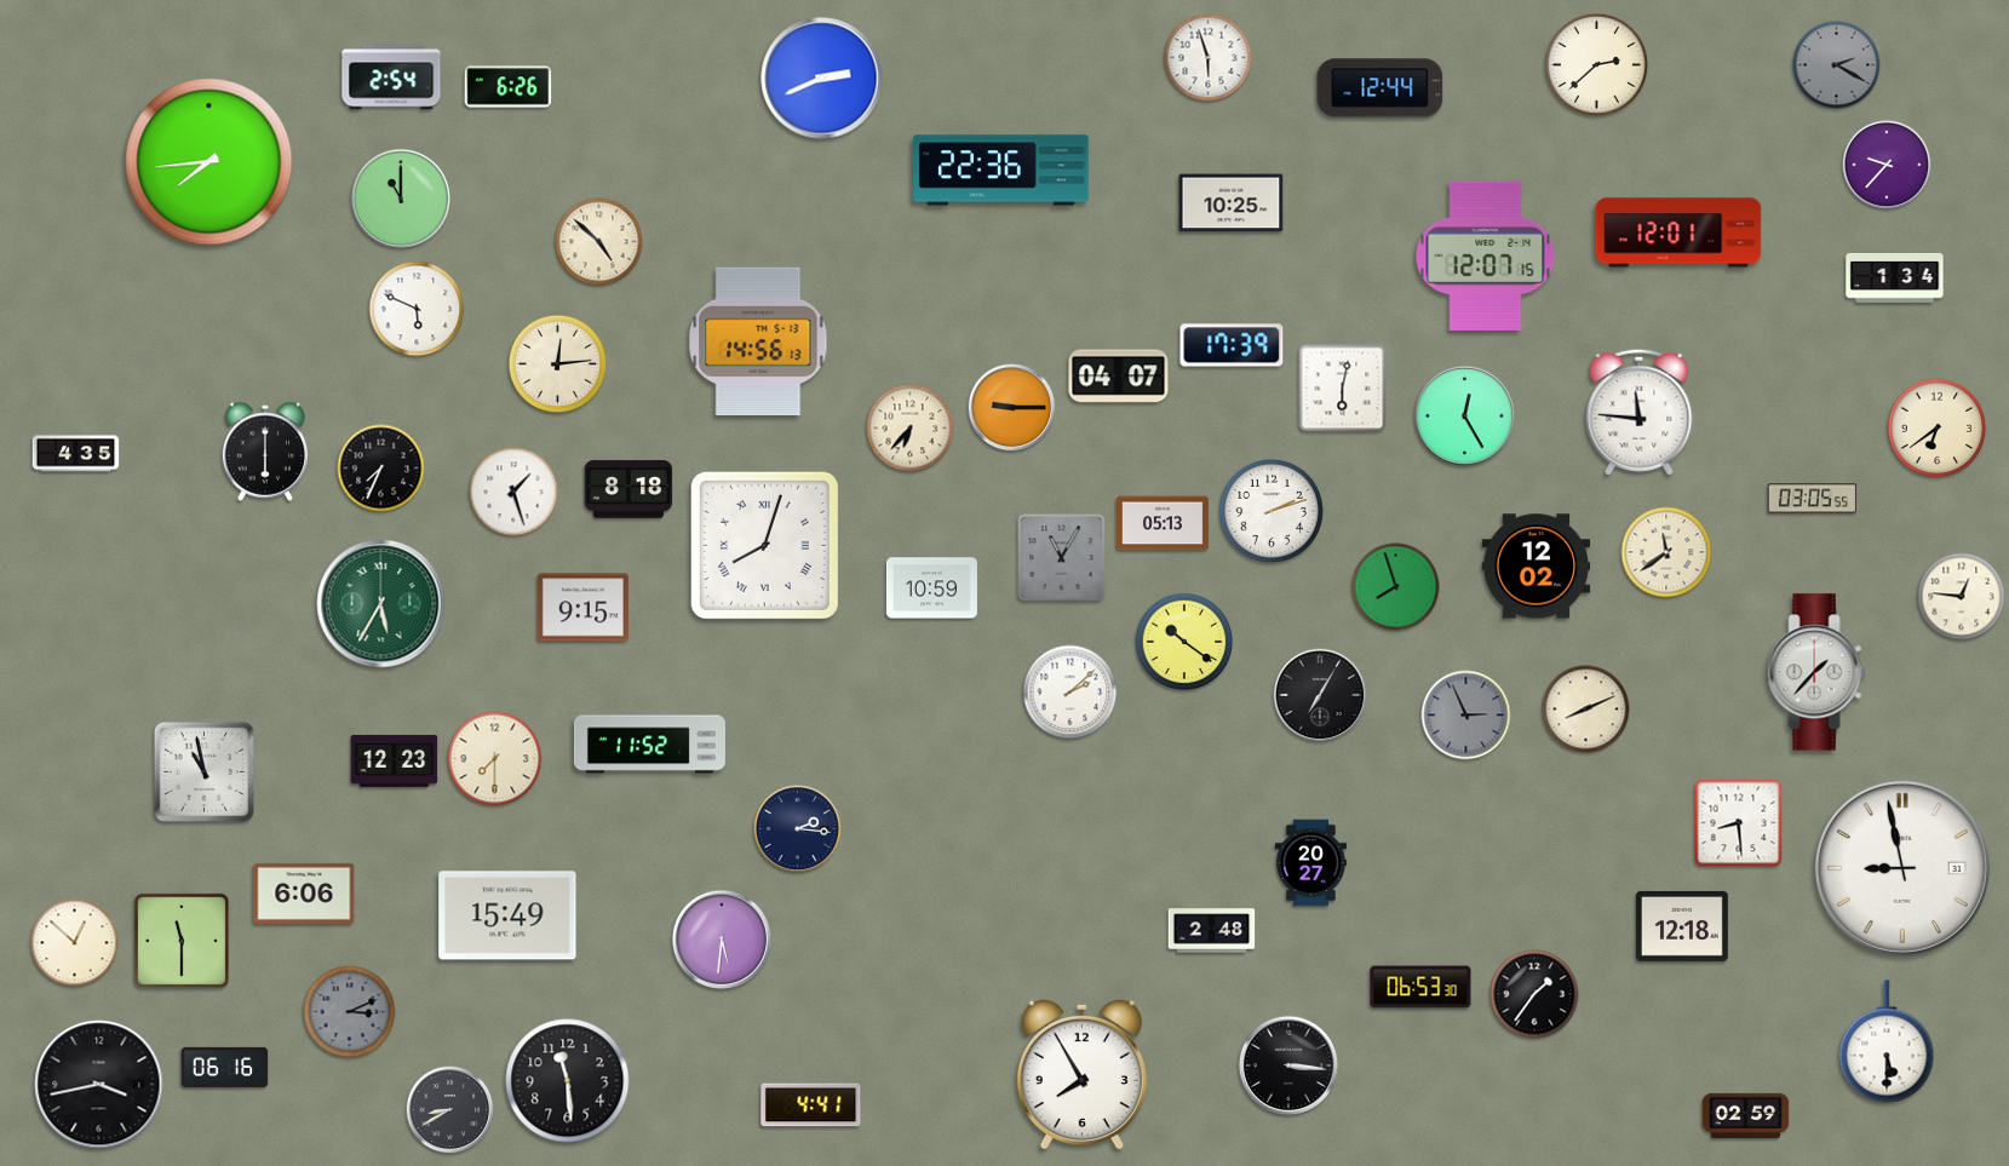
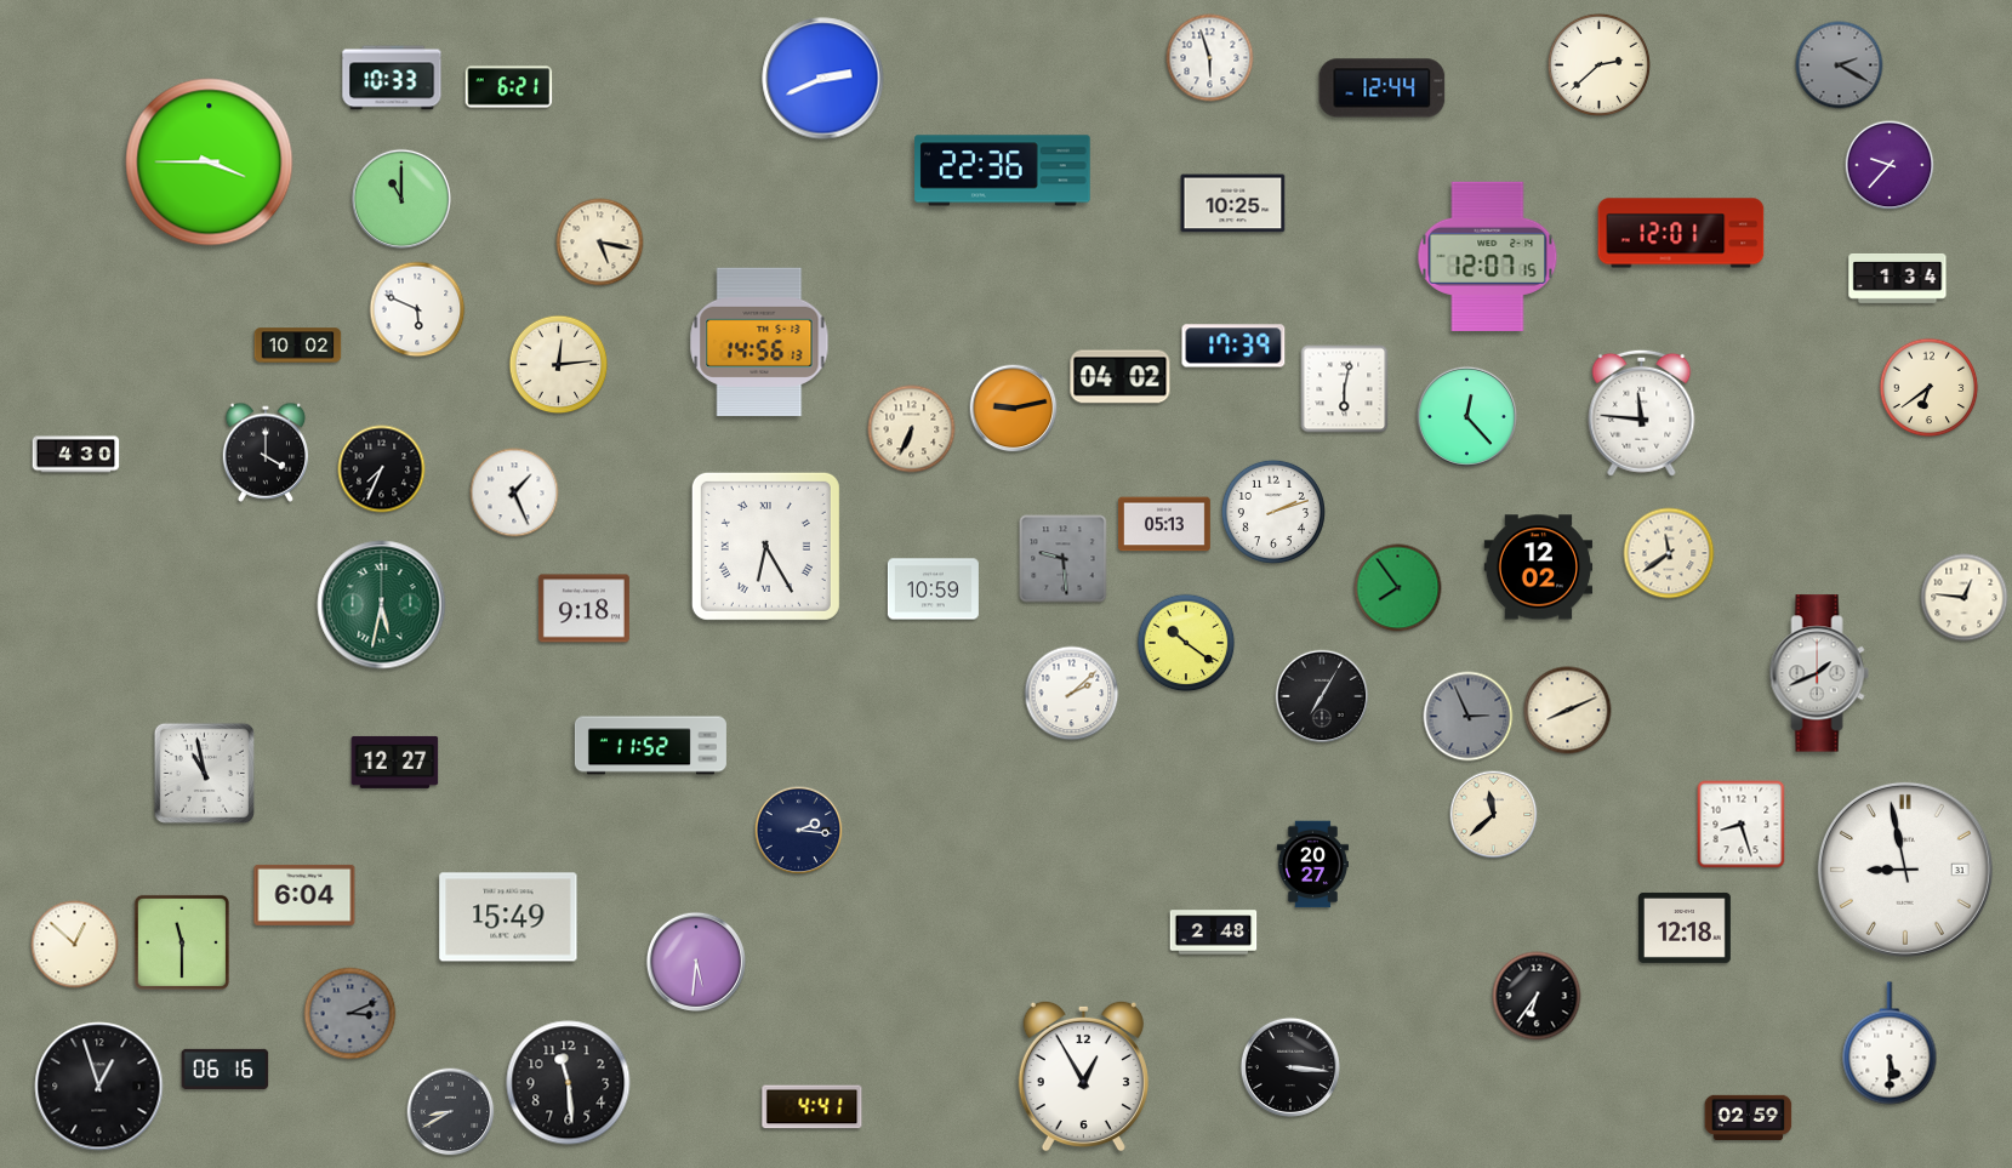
clock at (391, 77): 2:54 -> 10:33
clock at (509, 87): 6:26 -> 6:21
clock at (209, 162): 7:44 -> 3:45
clock at (599, 242): 4:52 -> 5:17
clock at (298, 346): none -> 10:02
clock at (1119, 377): 04:07 -> 04:02
clock at (1012, 408): 9:15 -> 9:13
clock at (1464, 415): 12:25 -> 12:23
clock at (911, 429): 6:37 -> 6:34
clock at (1938, 429) position: (1938, 429) -> (1930, 388)
clock at (265, 452): 6:00 -> 4:00
clock at (76, 454): 4:35 -> 4:30
clock at (628, 489): 8:18 -> none
clock at (513, 492): 1:27 -> 1:26
clock at (1813, 499): 03:05 -> none
clock at (764, 545): 8:03 -> 6:25
clock at (1062, 558): 11:05 -> 9:29
clock at (1396, 587): 7:57 -> 7:54
clock at (381, 604): 5:35 -> 5:32
clock at (582, 608): 9:15 -> 9:18
clock at (1816, 672): 1:37 -> 1:41
clock at (1586, 710) position: (1586, 710) -> (1568, 711)
clock at (495, 759): 7:30 -> none
clock at (395, 760): 12:23 -> 12:27
clock at (1494, 815): none -> 11:38
clock at (1739, 823): 8:29 -> 8:27
clock at (304, 894): 6:06 -> 6:04
clock at (722, 940) position: (722, 940) -> (696, 962)
clock at (1420, 987): 06:53 -> none
clock at (1534, 994): 1:36 -> 6:36
clock at (1081, 1074): 7:55 -> 12:55
clock at (99, 1085): 3:43 -> 12:57
